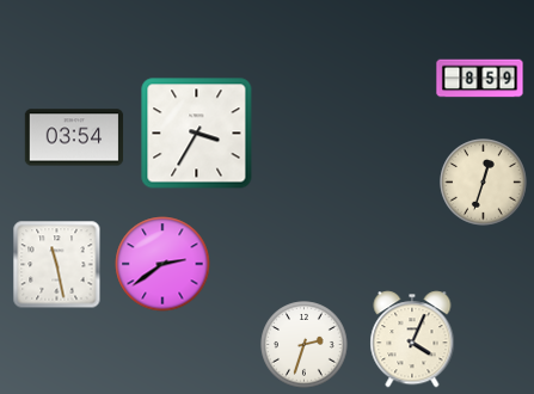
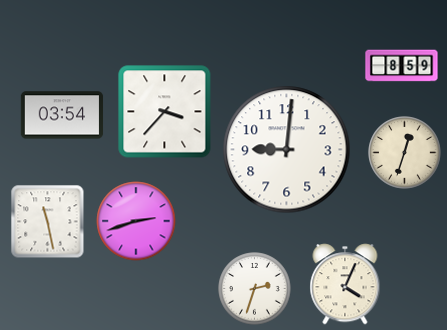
clock at (197, 134): 3:35 -> 3:37
clock at (287, 150): none -> 9:01
clock at (162, 264): 2:39 -> 2:42
